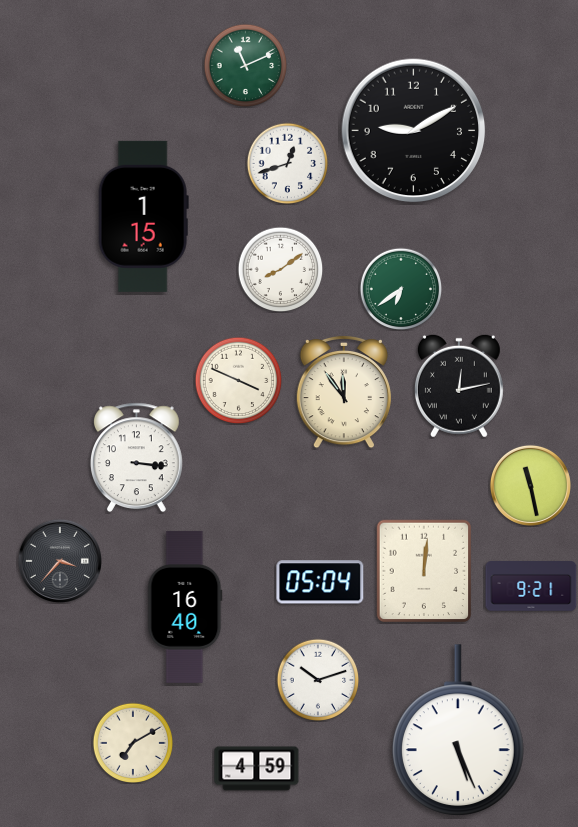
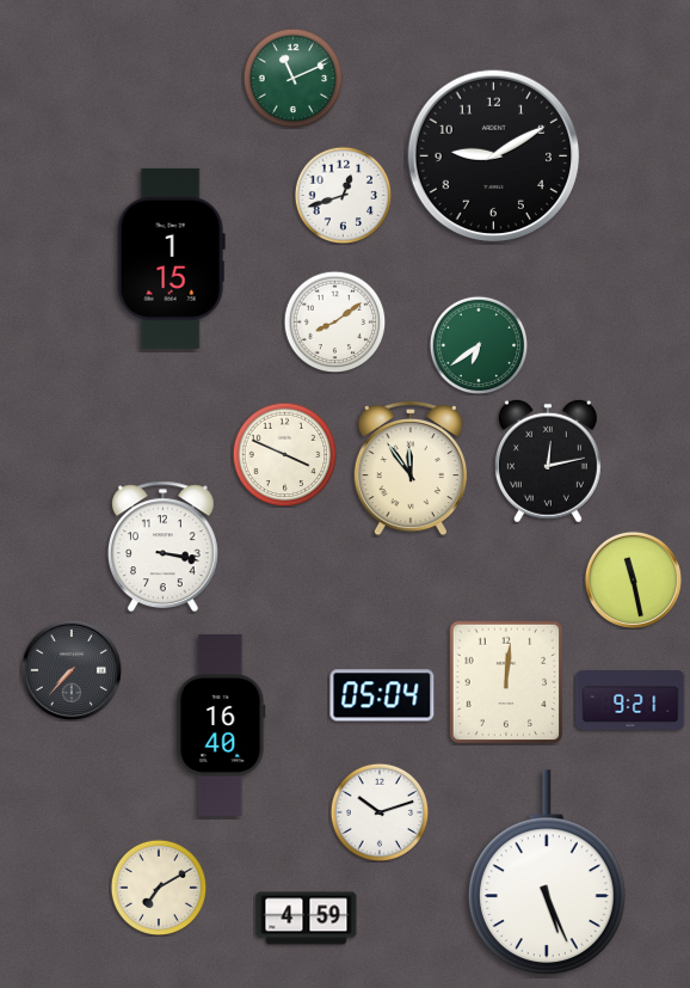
clock at (136, 458): 3:16 -> 3:17
clock at (60, 561): 3:37 -> 7:37
clock at (531, 586) position: (531, 586) -> (630, 700)
